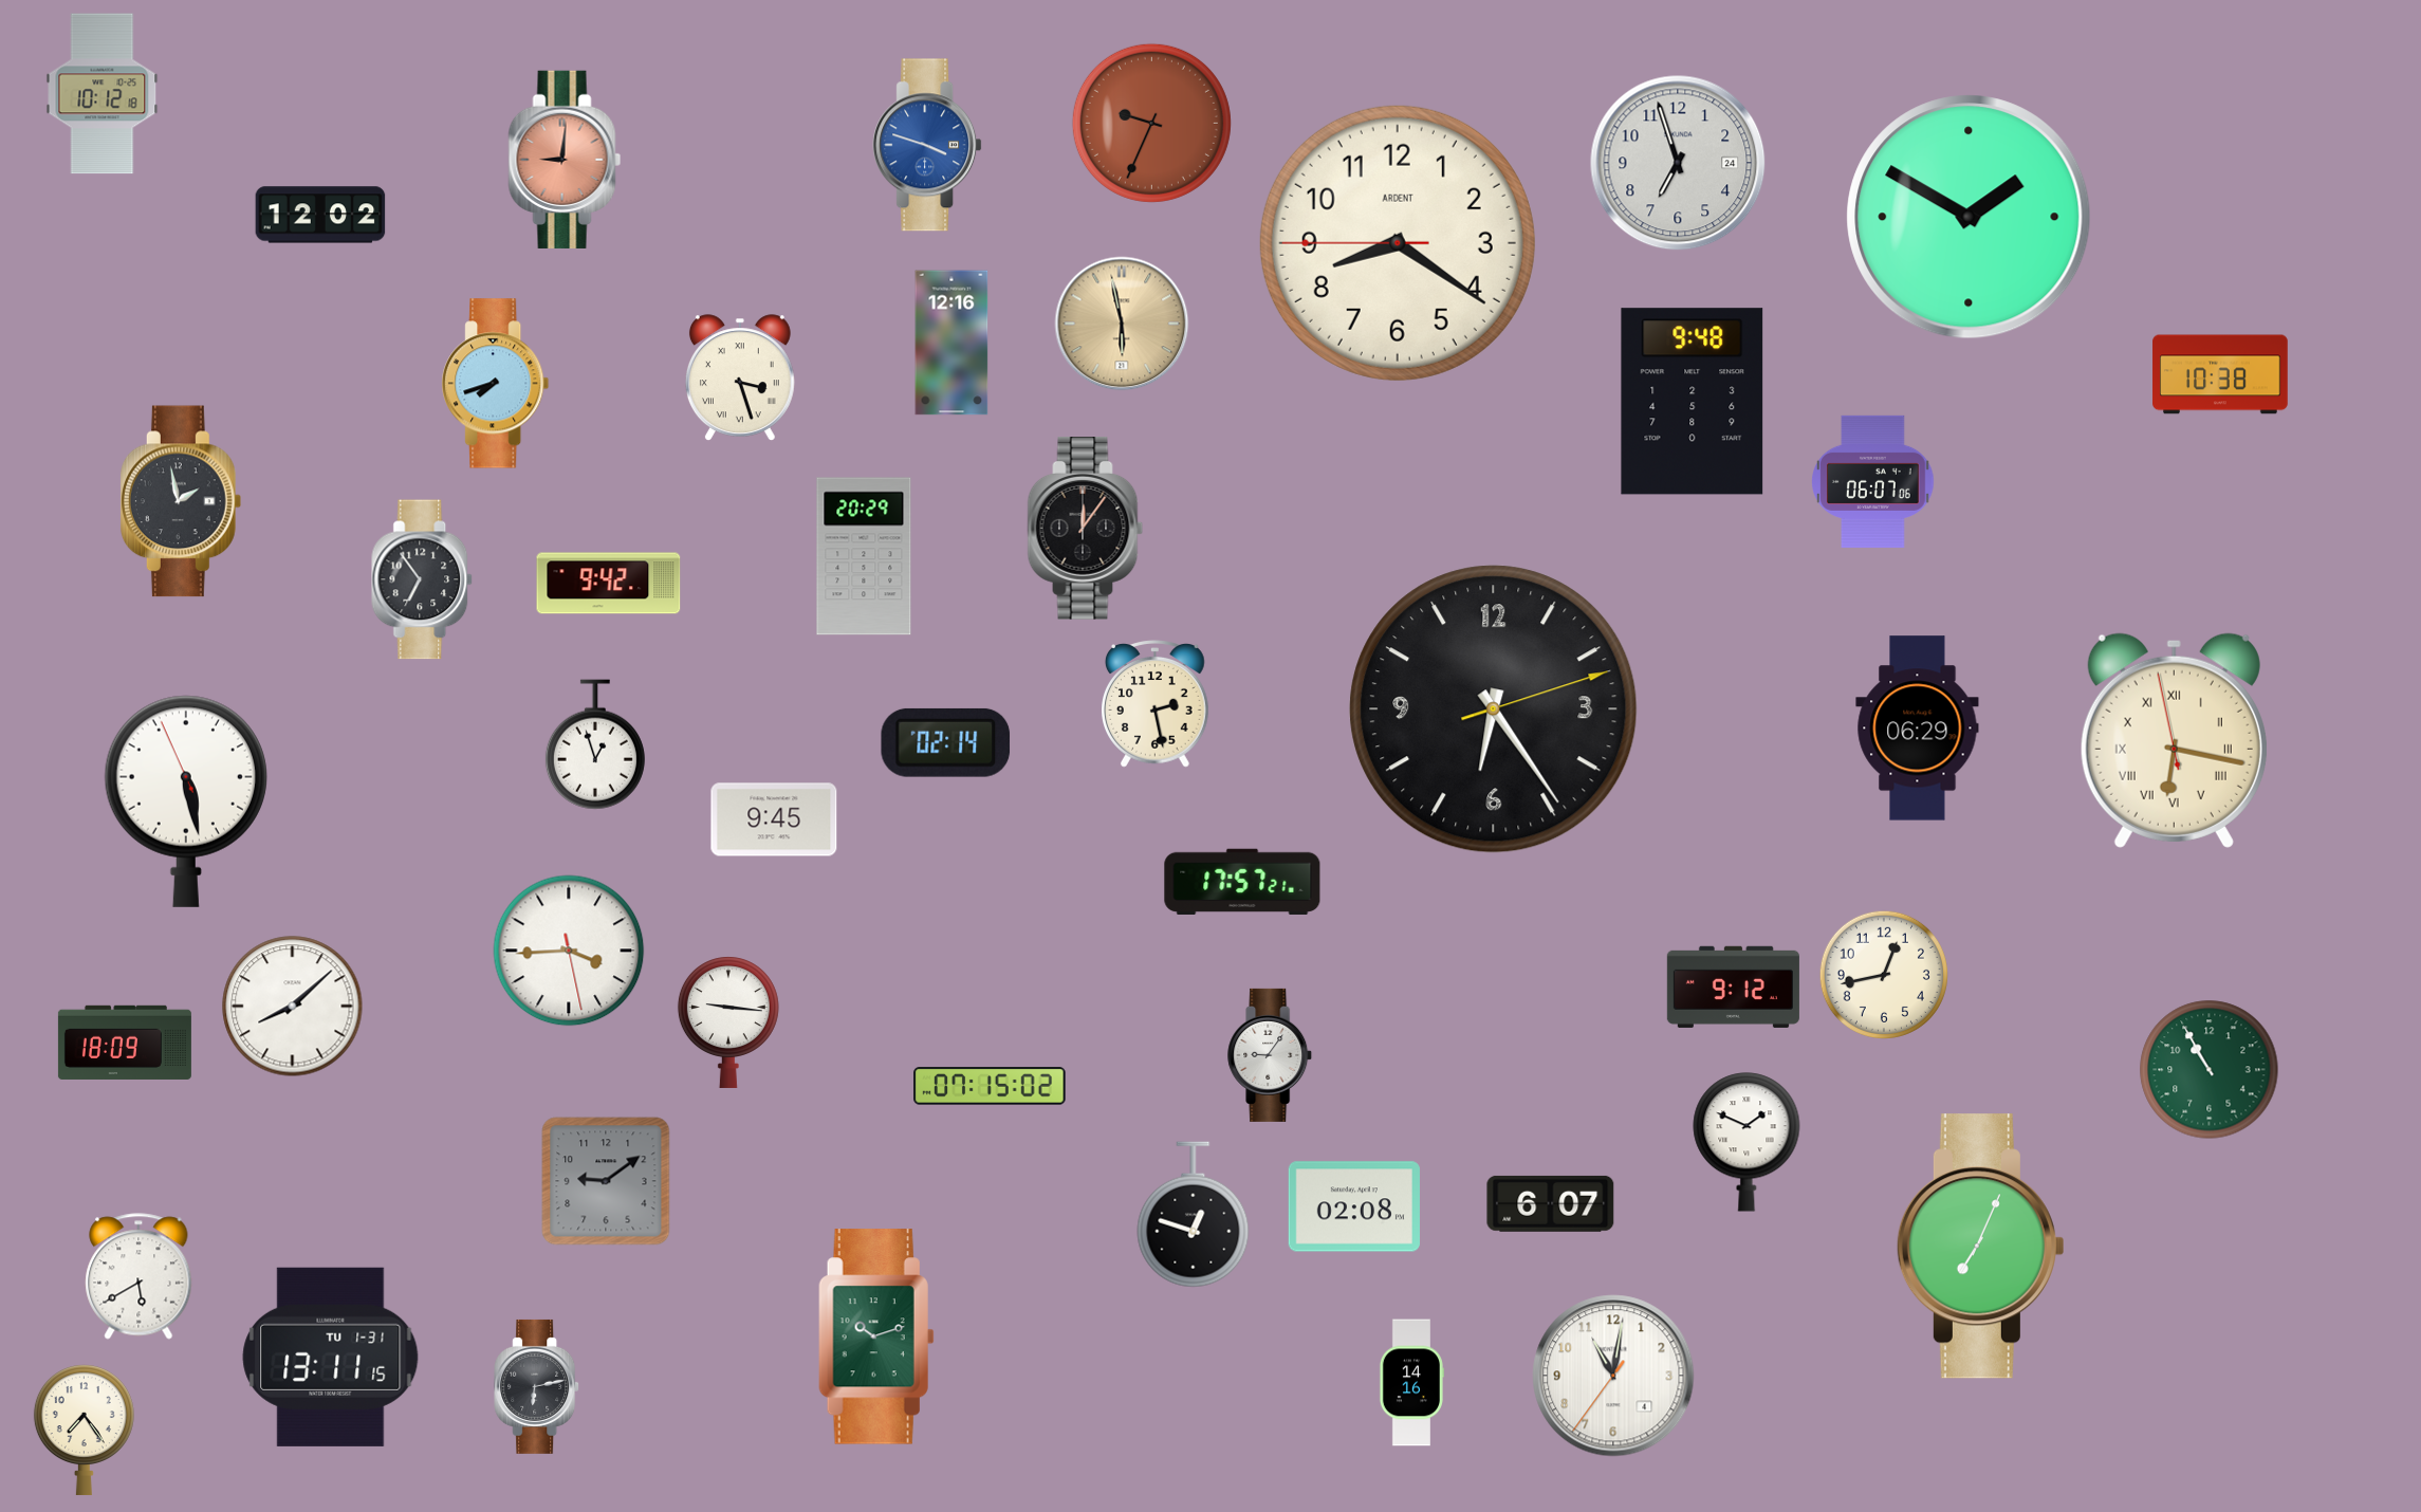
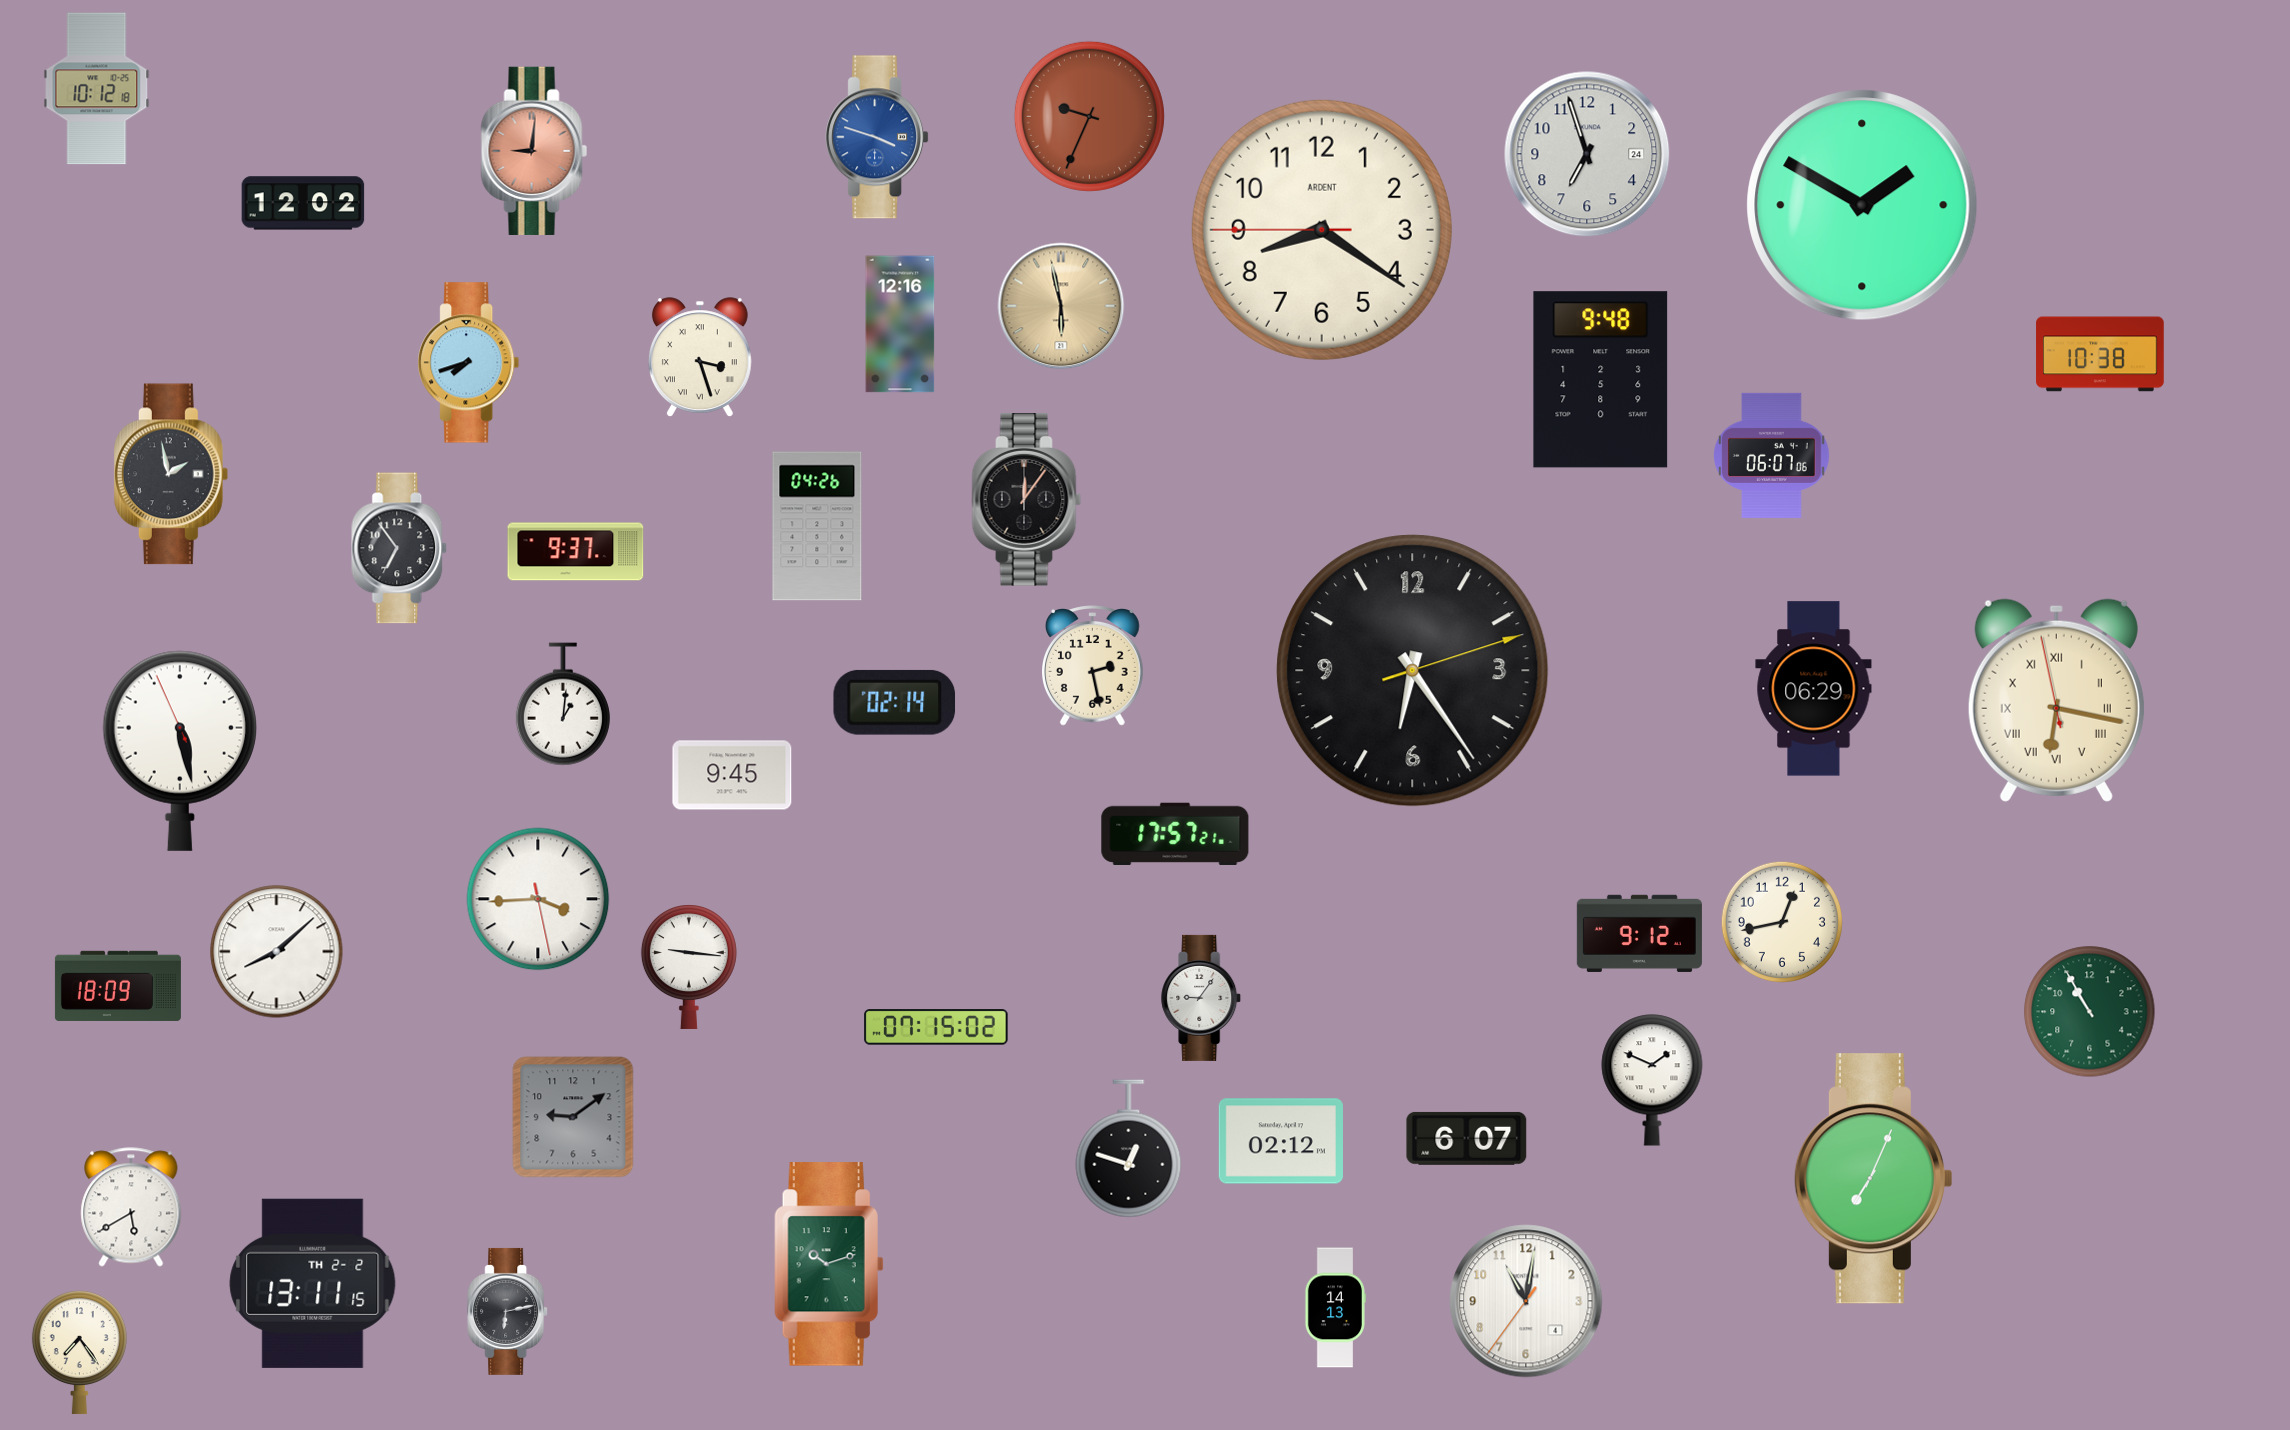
clock at (864, 556): 20:29 -> 04:26
clock at (609, 584): 9:42 -> 9:37
clock at (595, 744): 12:57 -> 1:01
clock at (186, 801) position: (186, 801) -> (180, 751)
clock at (1354, 1206): 02:08 -> 02:12
clock at (331, 1357) date: TU 1-31 -> TH 2-2
clock at (1411, 1383): 14:16 -> 14:13
